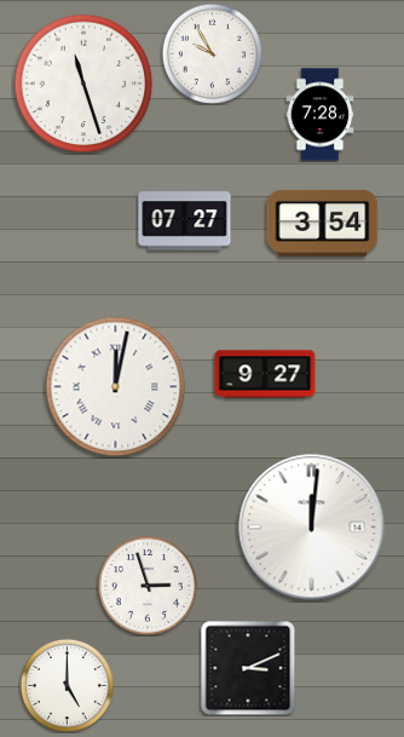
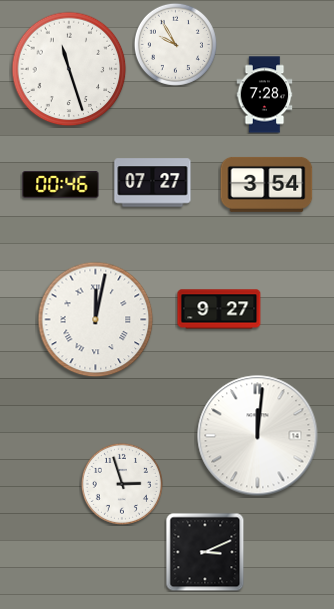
clock at (61, 185): none -> 00:46
clock at (67, 685): 5:00 -> none
